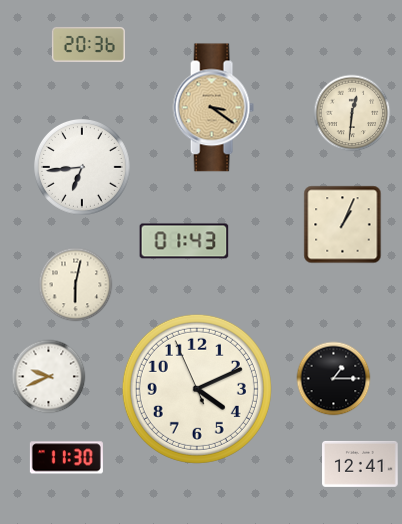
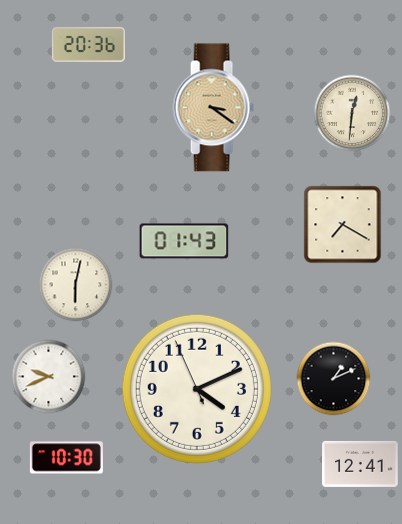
clock at (83, 168): 6:44 -> none
clock at (343, 225): 1:04 -> 7:20
clock at (334, 379): 1:15 -> 1:11
clock at (66, 458): 11:30 -> 10:30
